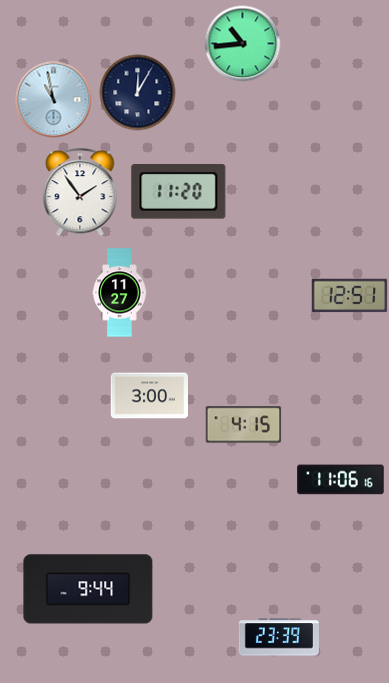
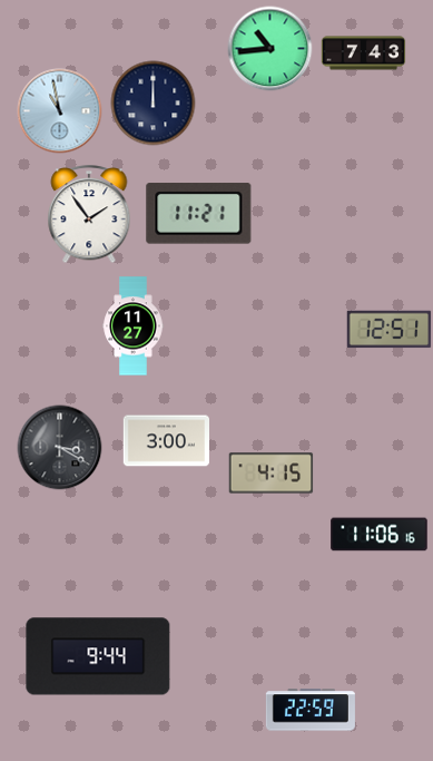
clock at (364, 53): none -> 7:43
clock at (138, 93): 12:05 -> 12:00
clock at (179, 192): 11:20 -> 11:21
clock at (60, 448): none -> 3:20
clock at (279, 637): 23:39 -> 22:59
